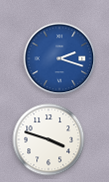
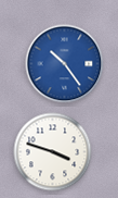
clock at (60, 59): 2:18 -> 10:24
